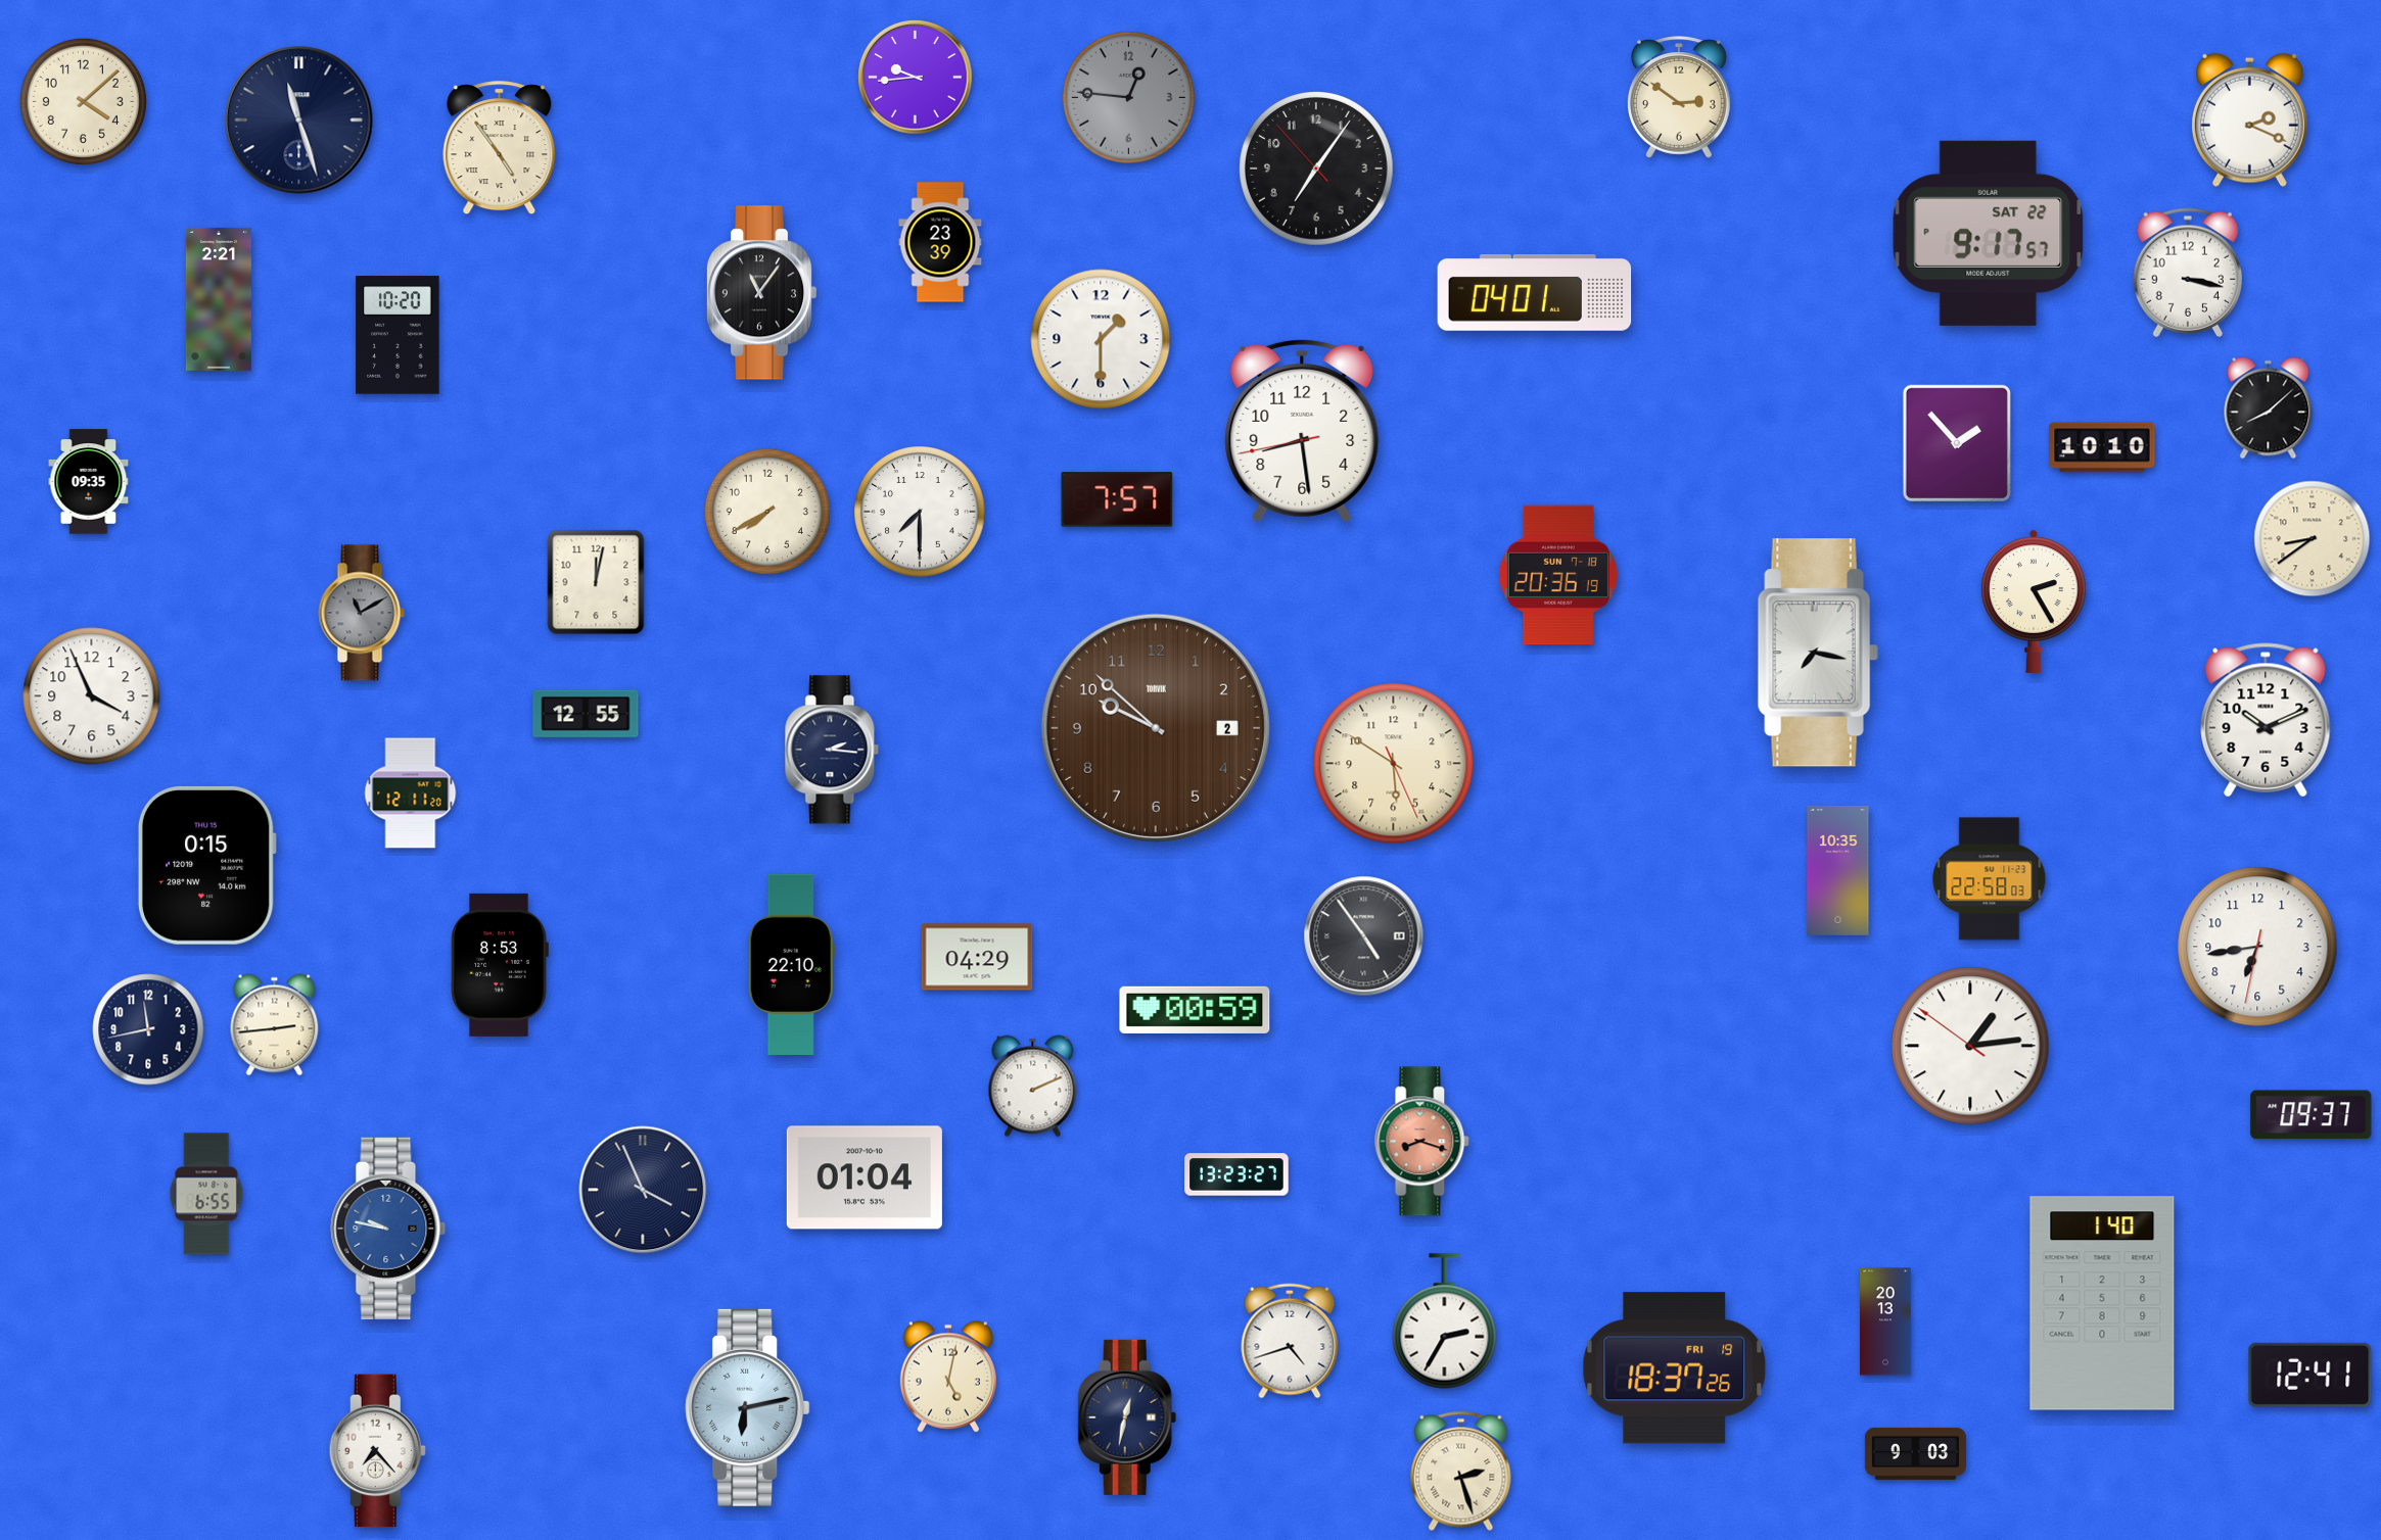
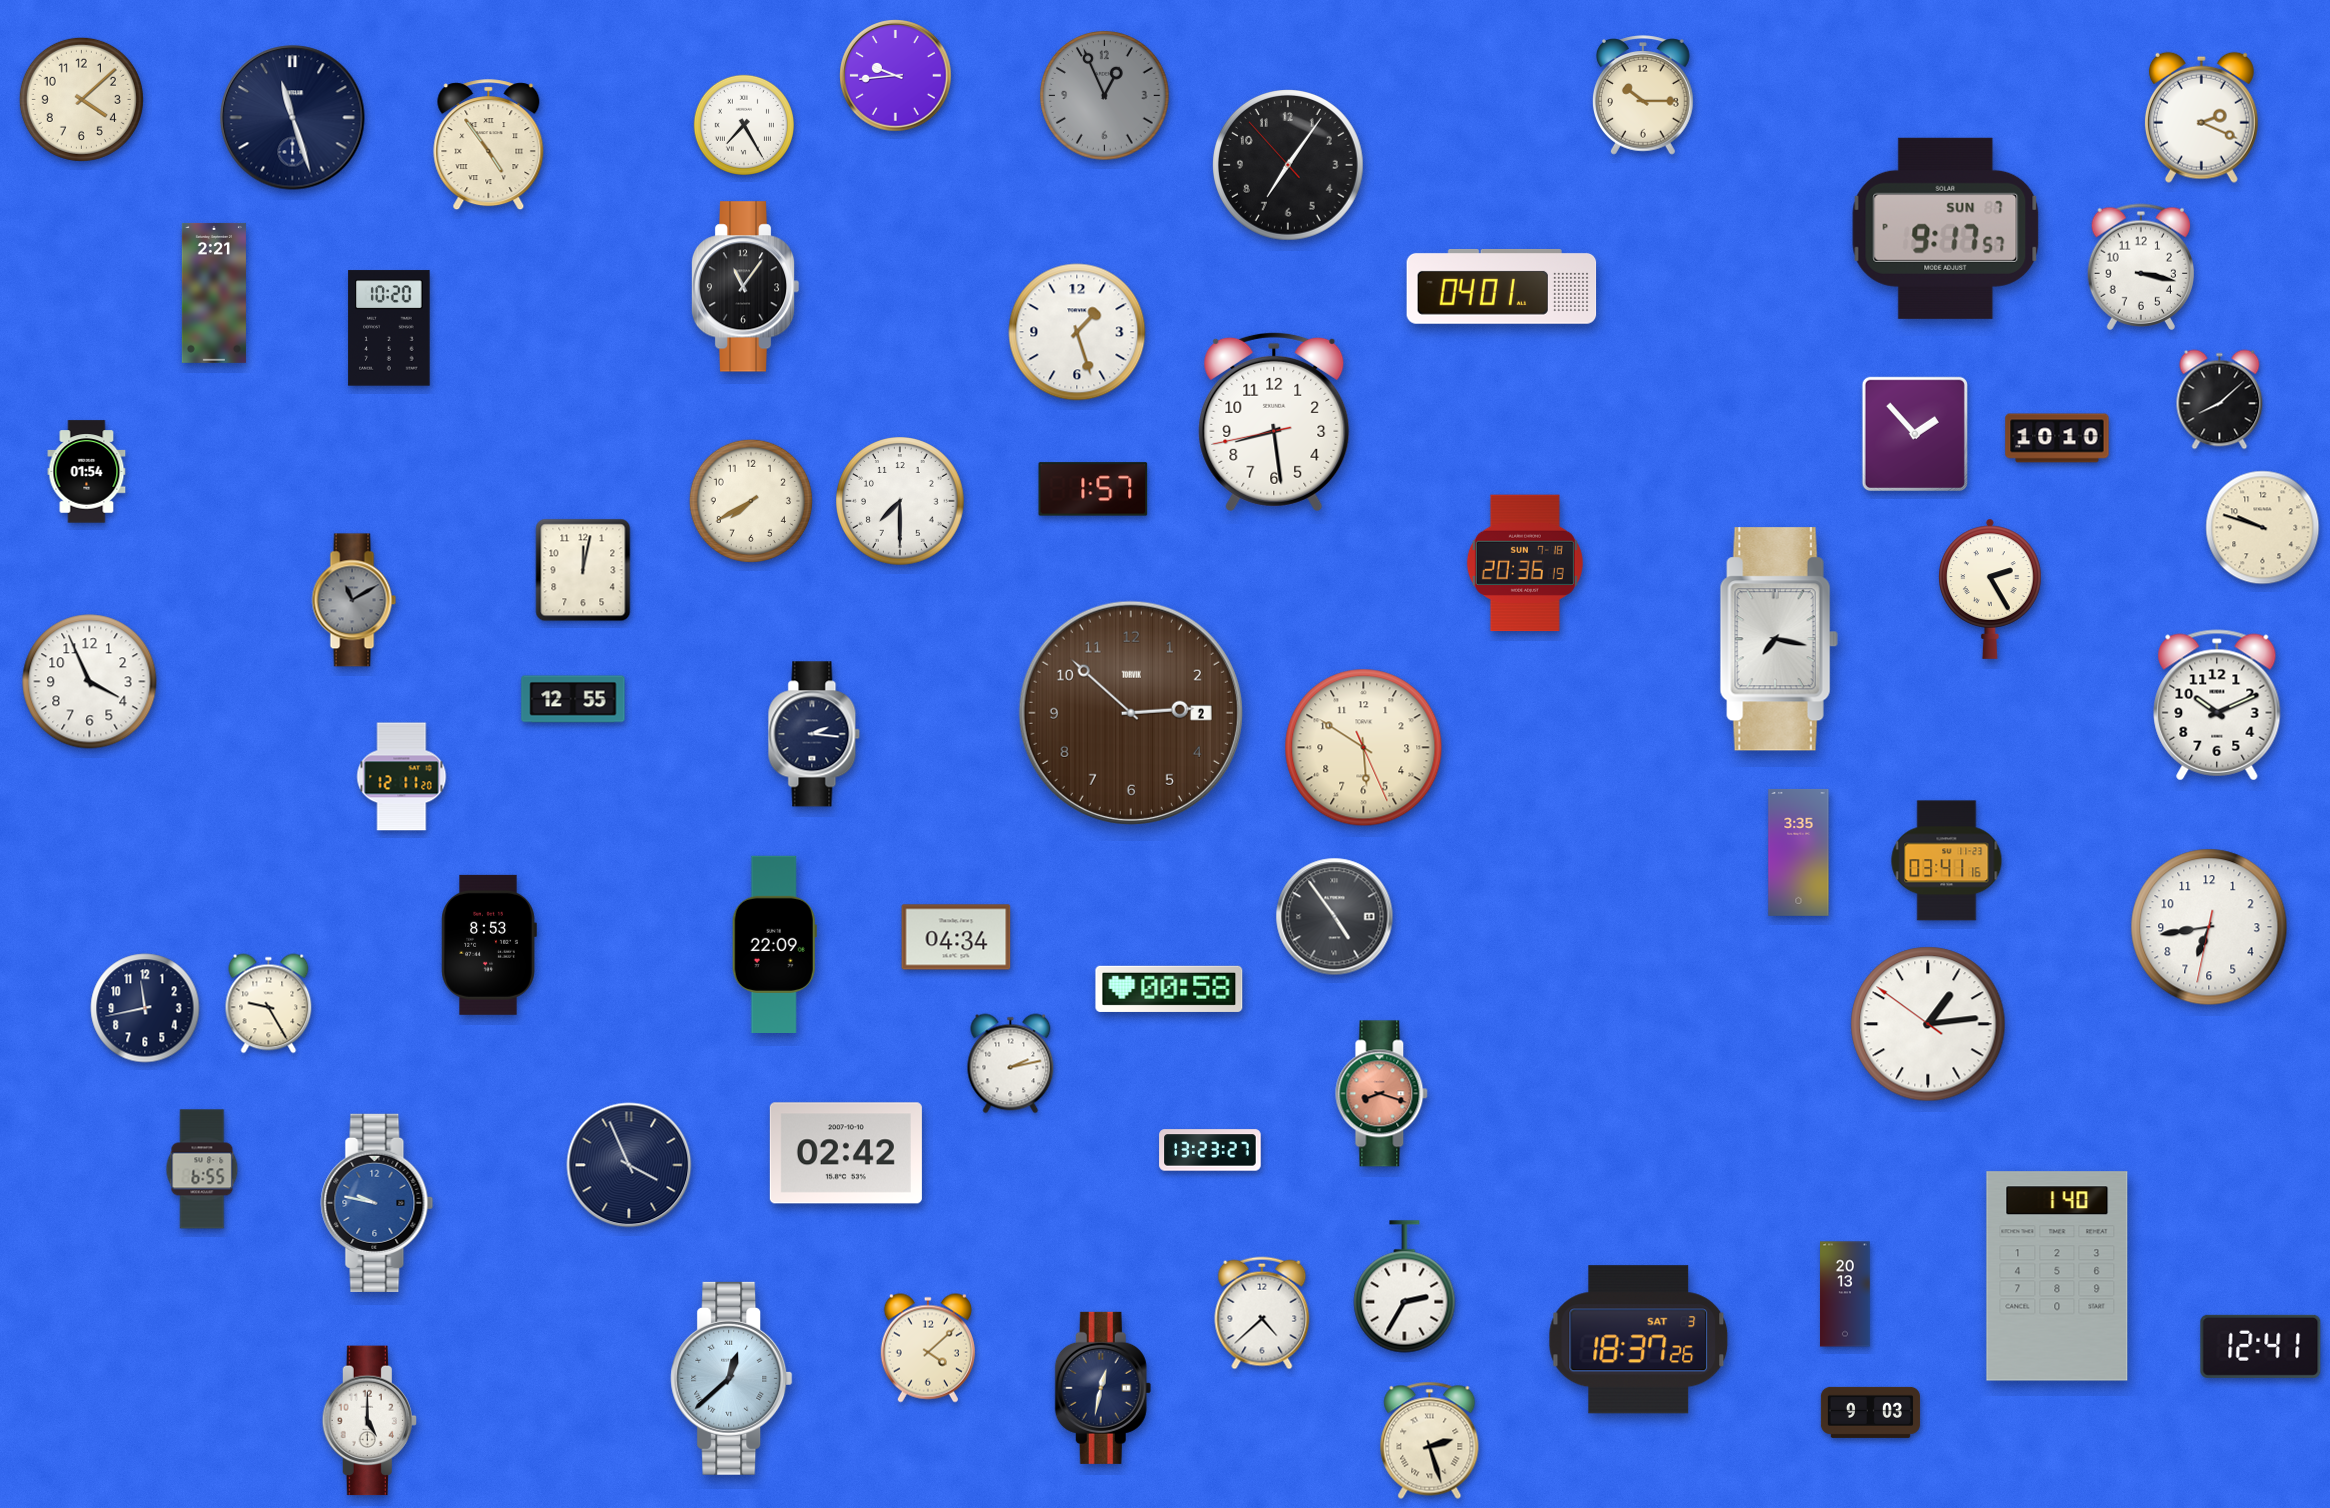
clock at (1679, 97): 2:51 -> 10:15
clock at (1129, 98): 12:46 -> 12:56
clock at (744, 125): none -> 7:25
clock at (1989, 233) date: SAT 22 -> SUN 7
clock at (940, 242): 23:39 -> none
clock at (1101, 339): 1:30 -> 1:27
clock at (89, 482): 09:35 -> 01:54
clock at (1117, 499): 7:57 -> 1:57
clock at (2313, 539): 8:39 -> 9:48
clock at (1156, 728): 9:52 -> 2:52
clock at (206, 865): 0:15 -> none
clock at (1838, 870): 10:35 -> 3:35
clock at (1990, 879): 22:58 -> 03:41
clock at (977, 957): 04:29 -> 04:34
clock at (791, 964): 22:10 -> 22:09
clock at (1195, 1010): 00:59 -> 00:58
clock at (275, 1025): 2:44 -> 9:25
clock at (1033, 1087): 2:11 -> 2:13
clock at (2312, 1115): 09:37 -> none
clock at (1422, 1142) position: (1422, 1142) -> (1382, 1094)
clock at (865, 1177): 01:04 -> 02:42
clock at (388, 1229) position: (388, 1229) -> (377, 1203)
clock at (1445, 1321) position: (1445, 1321) -> (1405, 1287)
clock at (1290, 1341): 4:42 -> 4:38
clock at (1675, 1368) date: FRI 19 -> SAT 3
clock at (948, 1377): 5:02 -> 4:08
clock at (748, 1407): 6:13 -> 12:38
clock at (377, 1451): 7:23 -> 5:00
clock at (1915, 1453) position: (1915, 1453) -> (1870, 1412)
